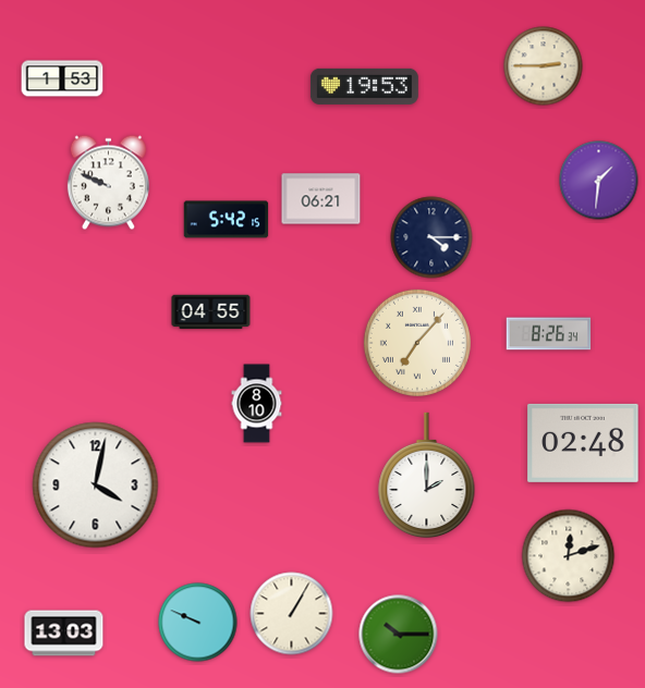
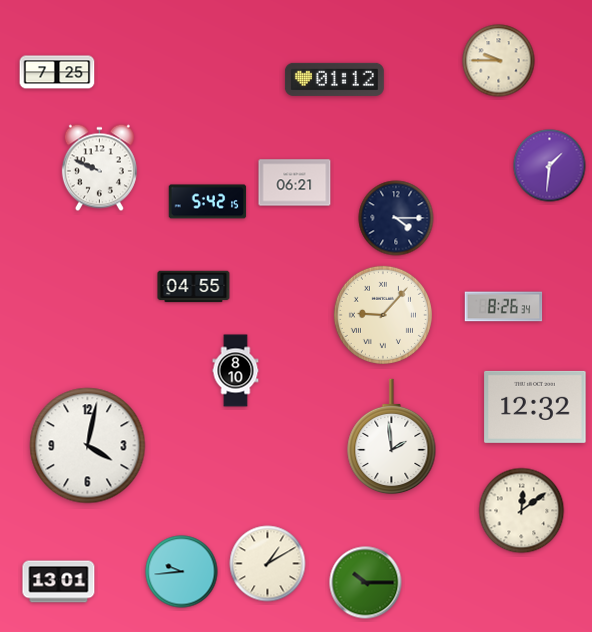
clock at (544, 66): 2:45 -> 9:45
clock at (62, 78): 1:53 -> 7:25
clock at (364, 86): 19:53 -> 01:12
clock at (417, 343): 7:07 -> 9:07
clock at (583, 443): 02:48 -> 12:32
clock at (427, 476): 2:00 -> 1:59
clock at (569, 556): 12:12 -> 12:09
clock at (292, 614): 1:05 -> 1:10
clock at (198, 623): 9:49 -> 9:44
clock at (64, 634): 13:03 -> 13:01
